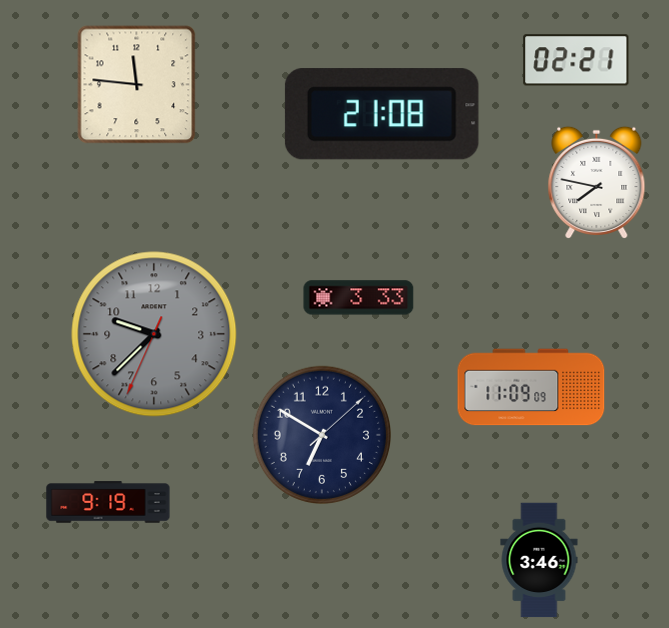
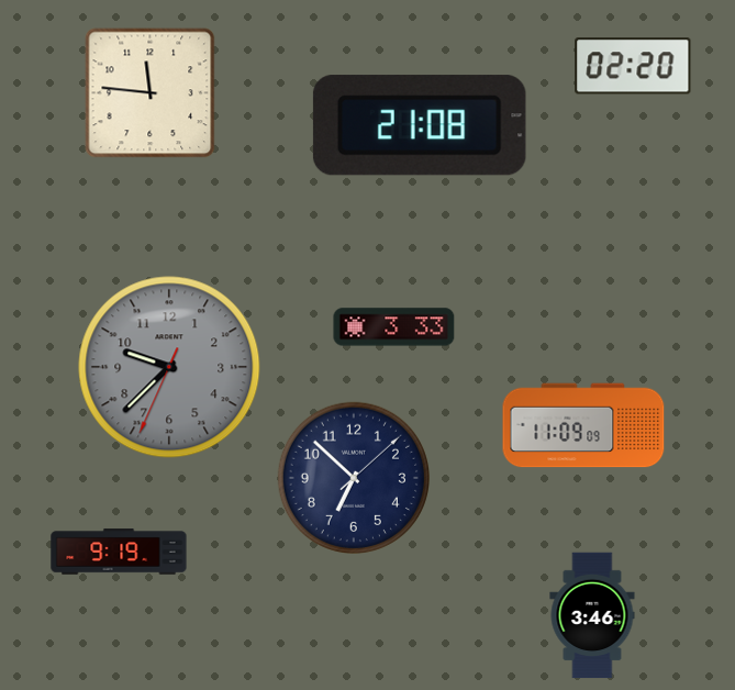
clock at (576, 60): 02:21 -> 02:20
clock at (597, 182): 7:47 -> none
clock at (321, 434): 6:50 -> 6:52
